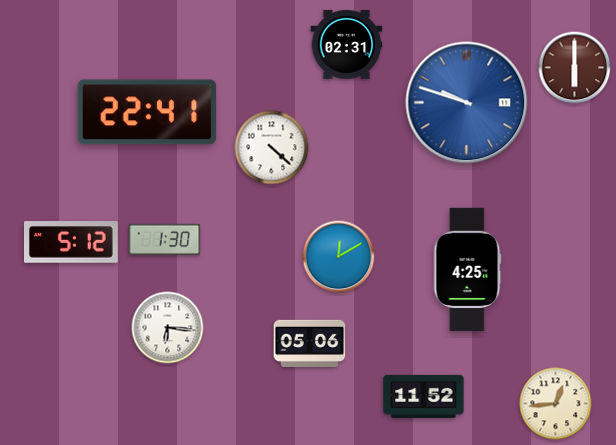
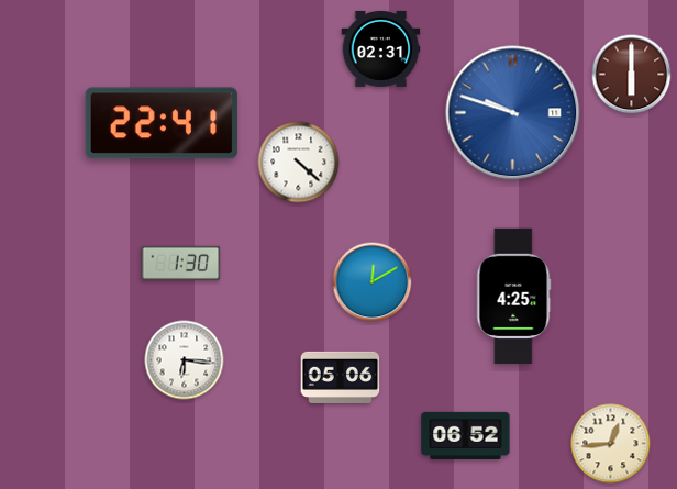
clock at (72, 242): 5:12 -> none
clock at (424, 396): 11:52 -> 06:52
